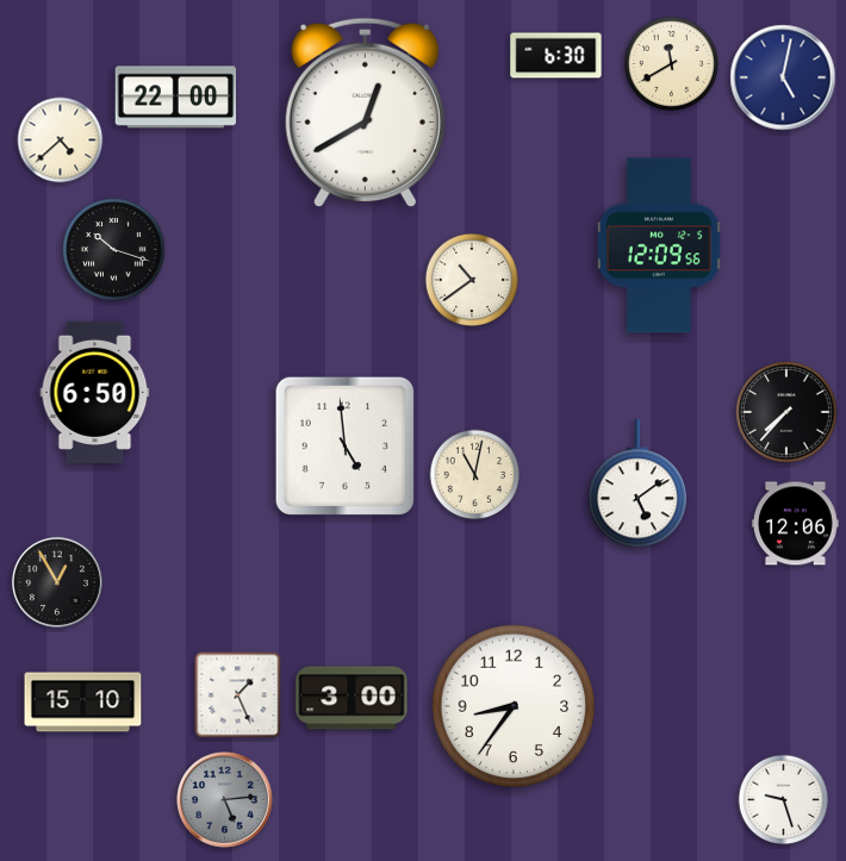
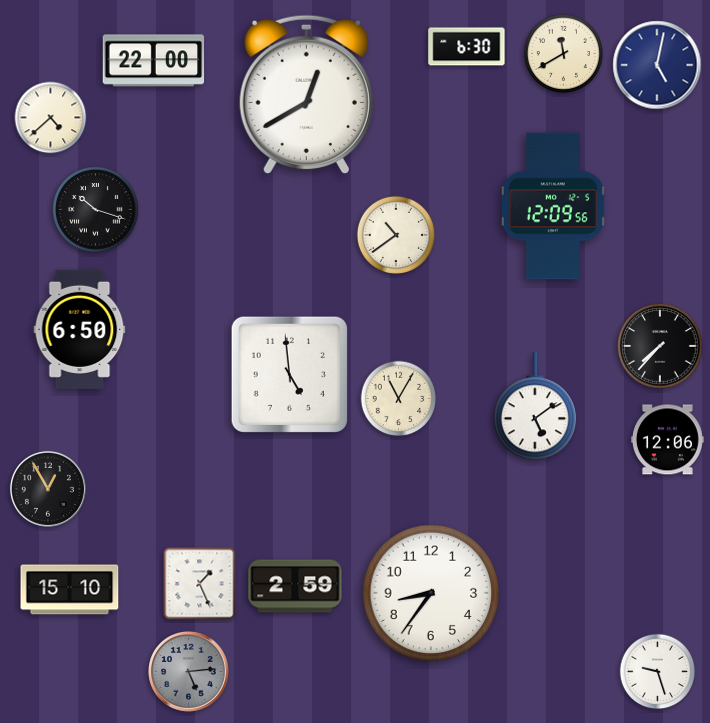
clock at (176, 98) position: (176, 98) -> (154, 61)
clock at (475, 475): 11:02 -> 11:05
clock at (352, 698): 3:00 -> 2:59
